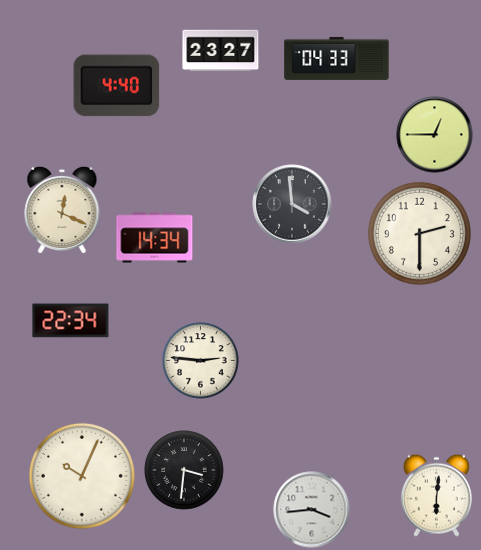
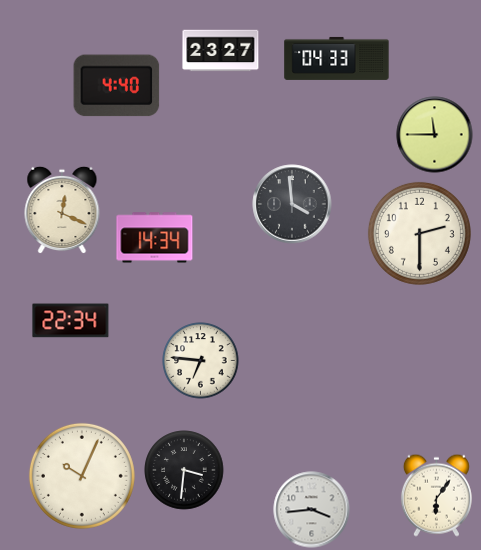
clock at (435, 135): 12:45 -> 11:45
clock at (201, 361): 2:46 -> 6:46
clock at (436, 495): 6:01 -> 6:06
